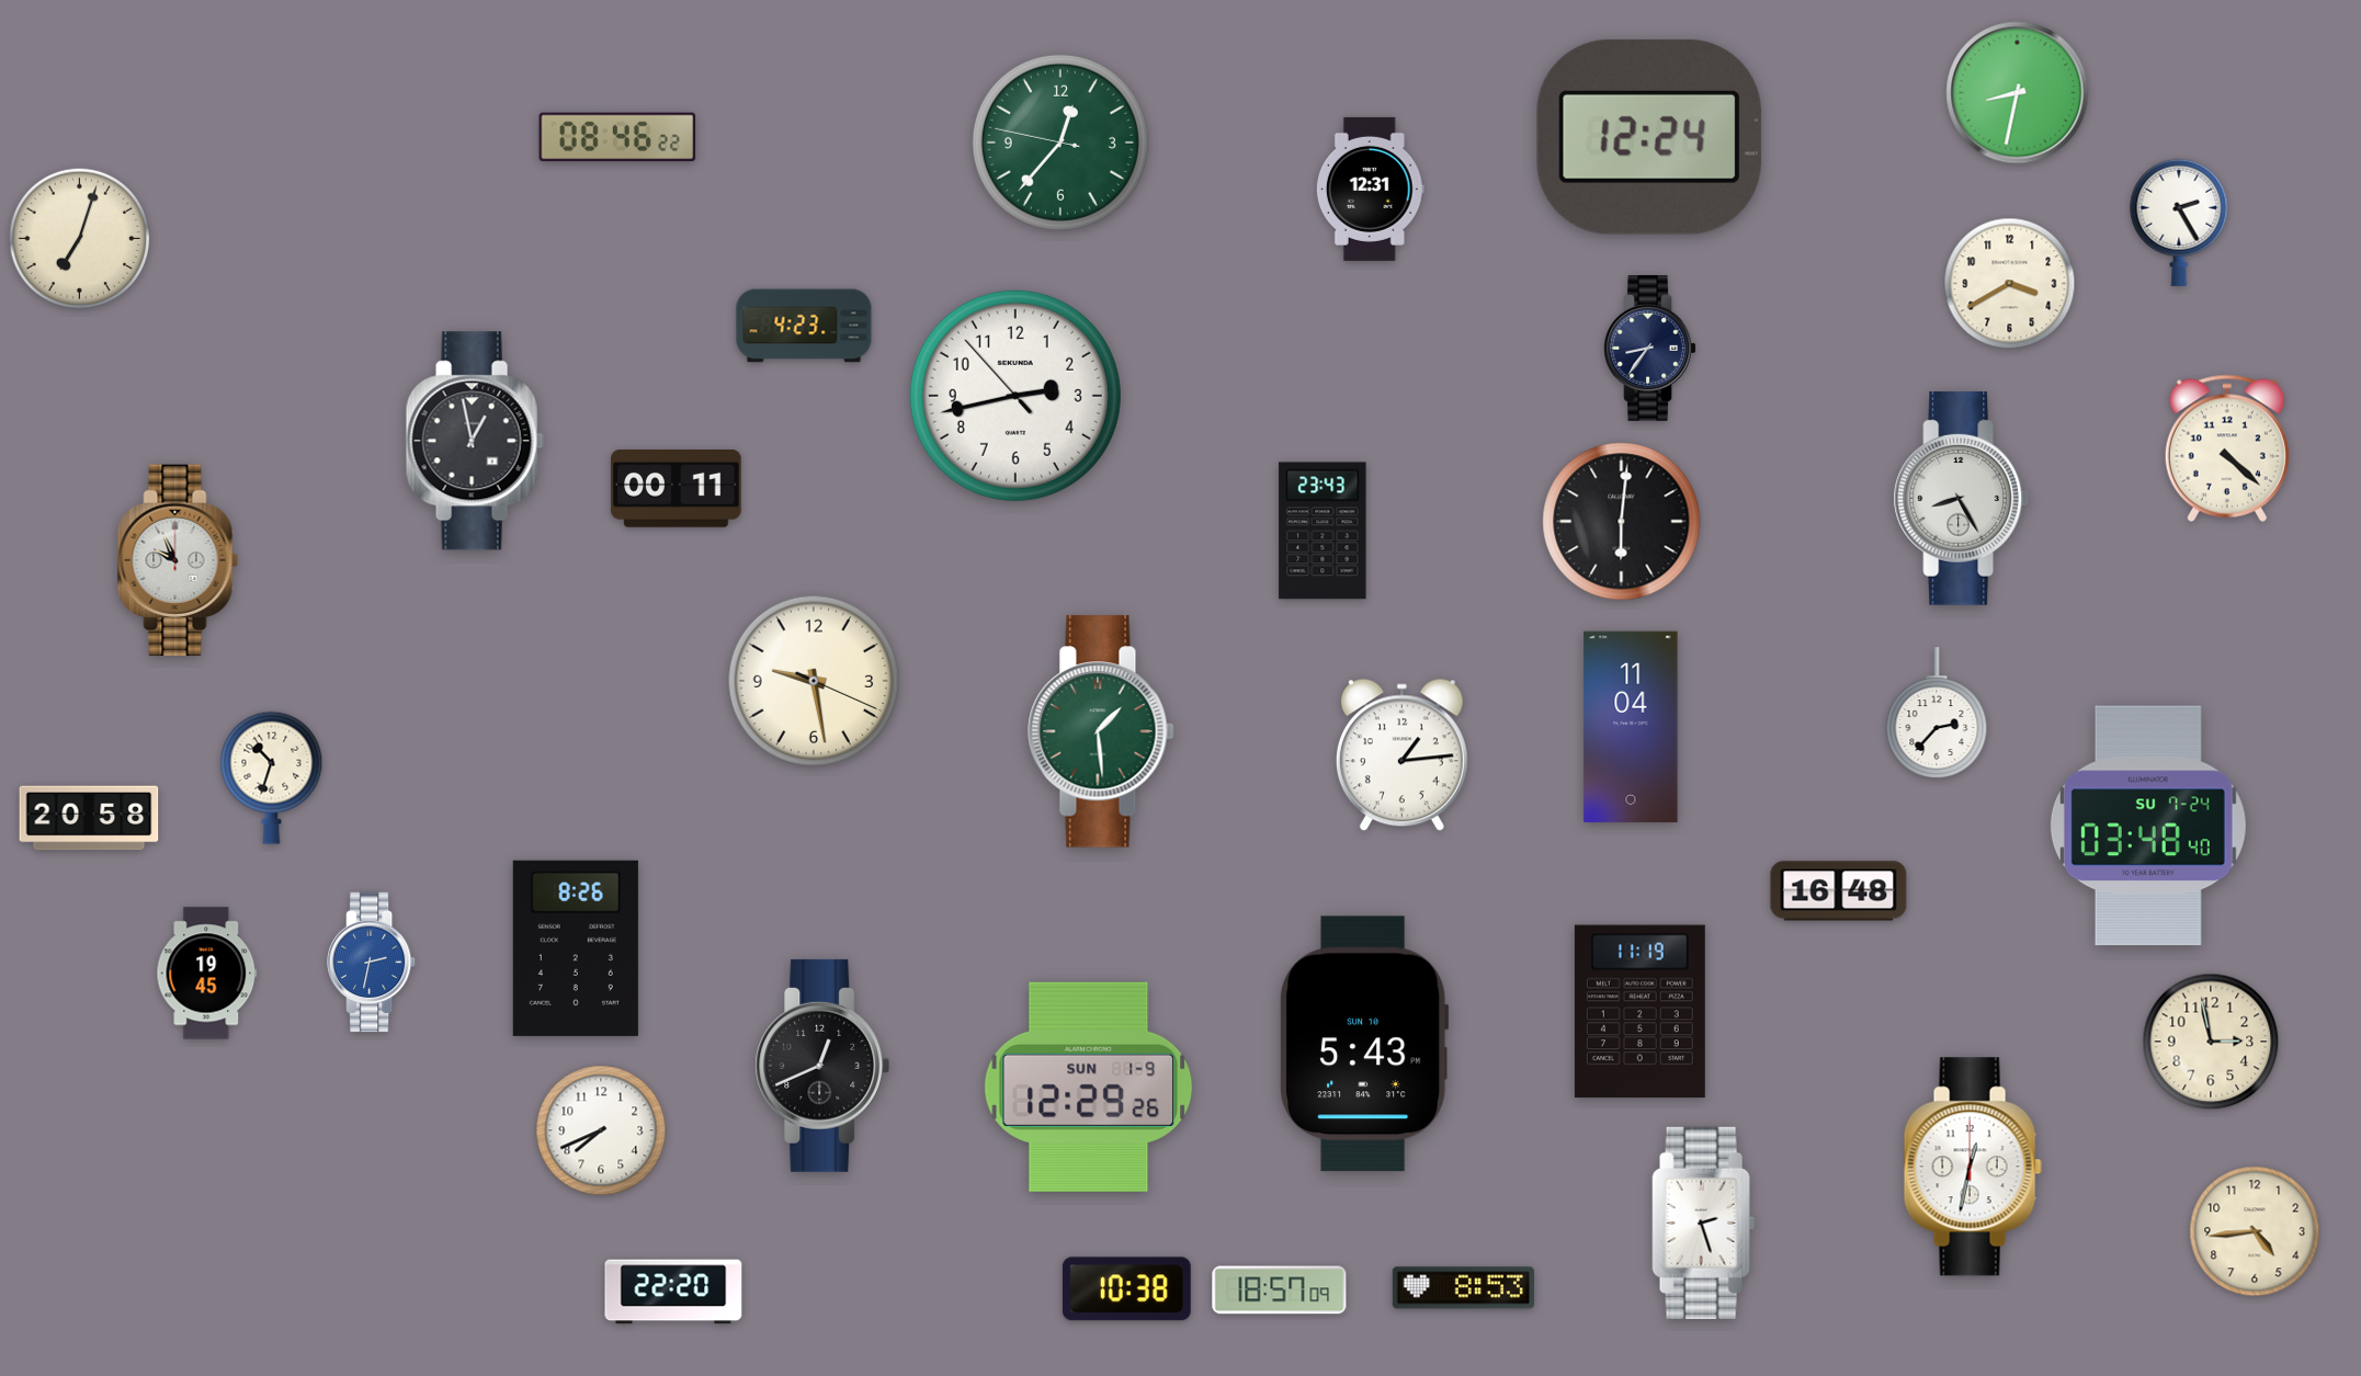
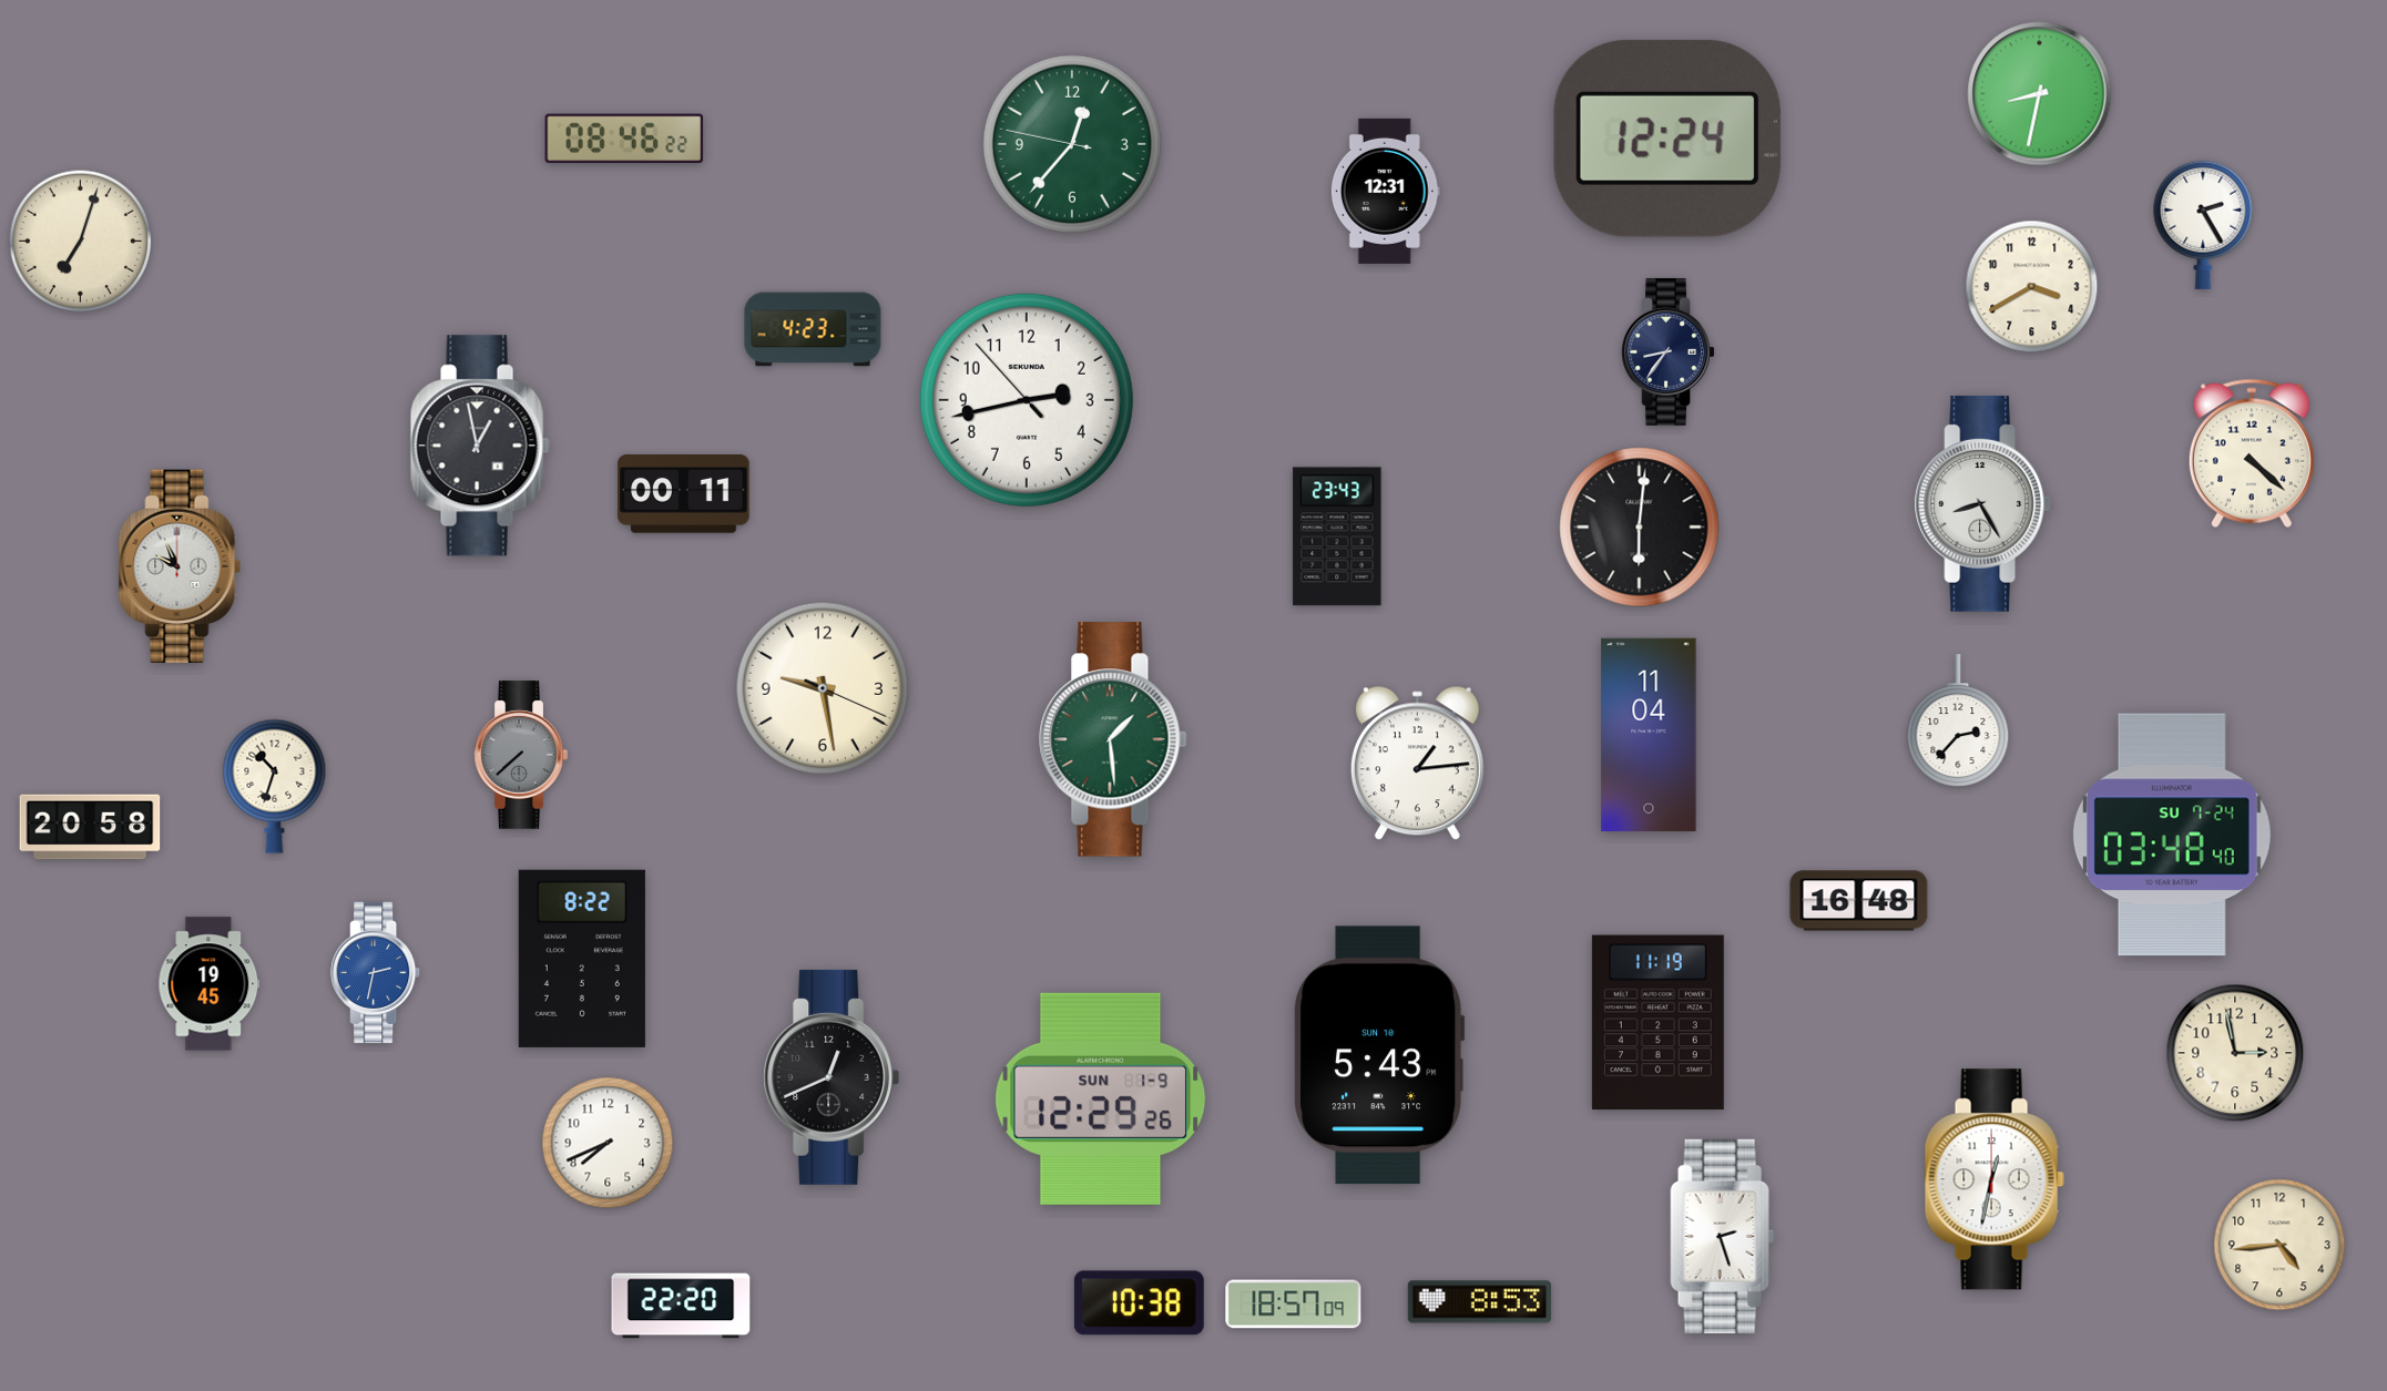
clock at (521, 755): none -> 7:38
clock at (576, 948): 8:26 -> 8:22
